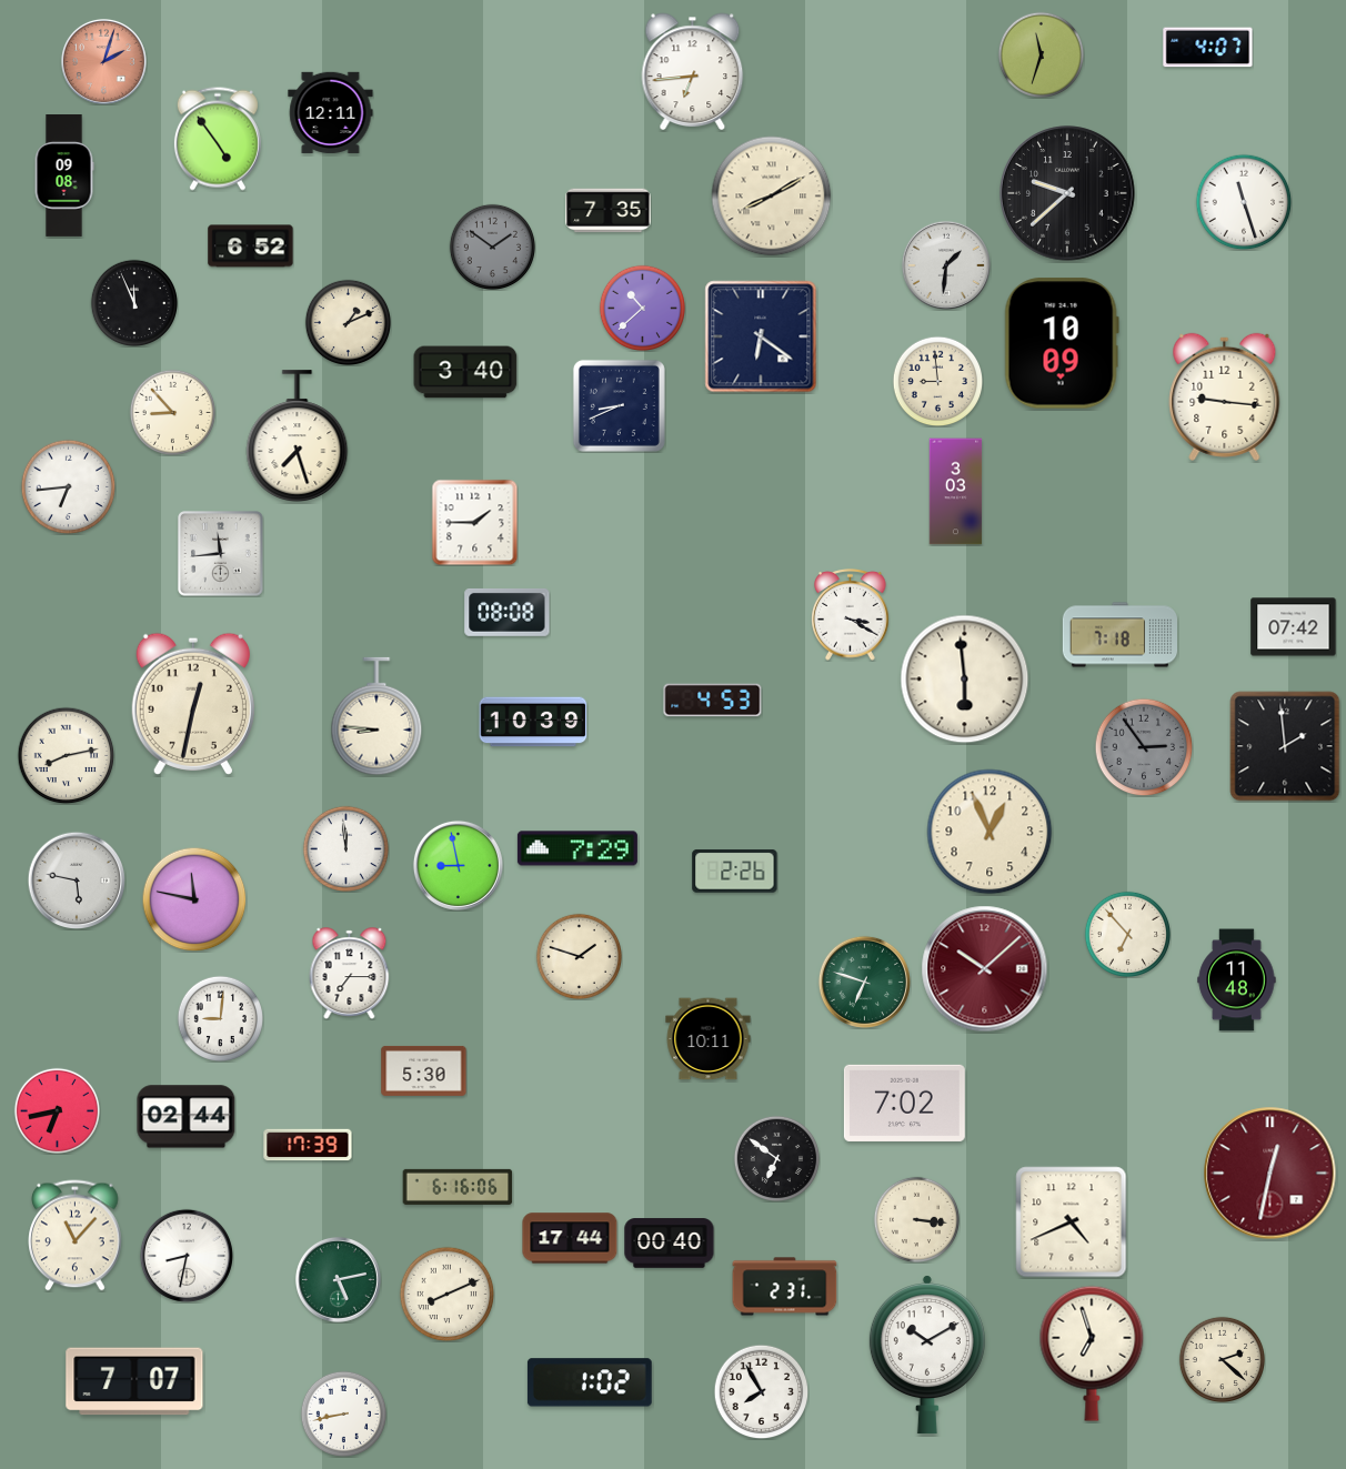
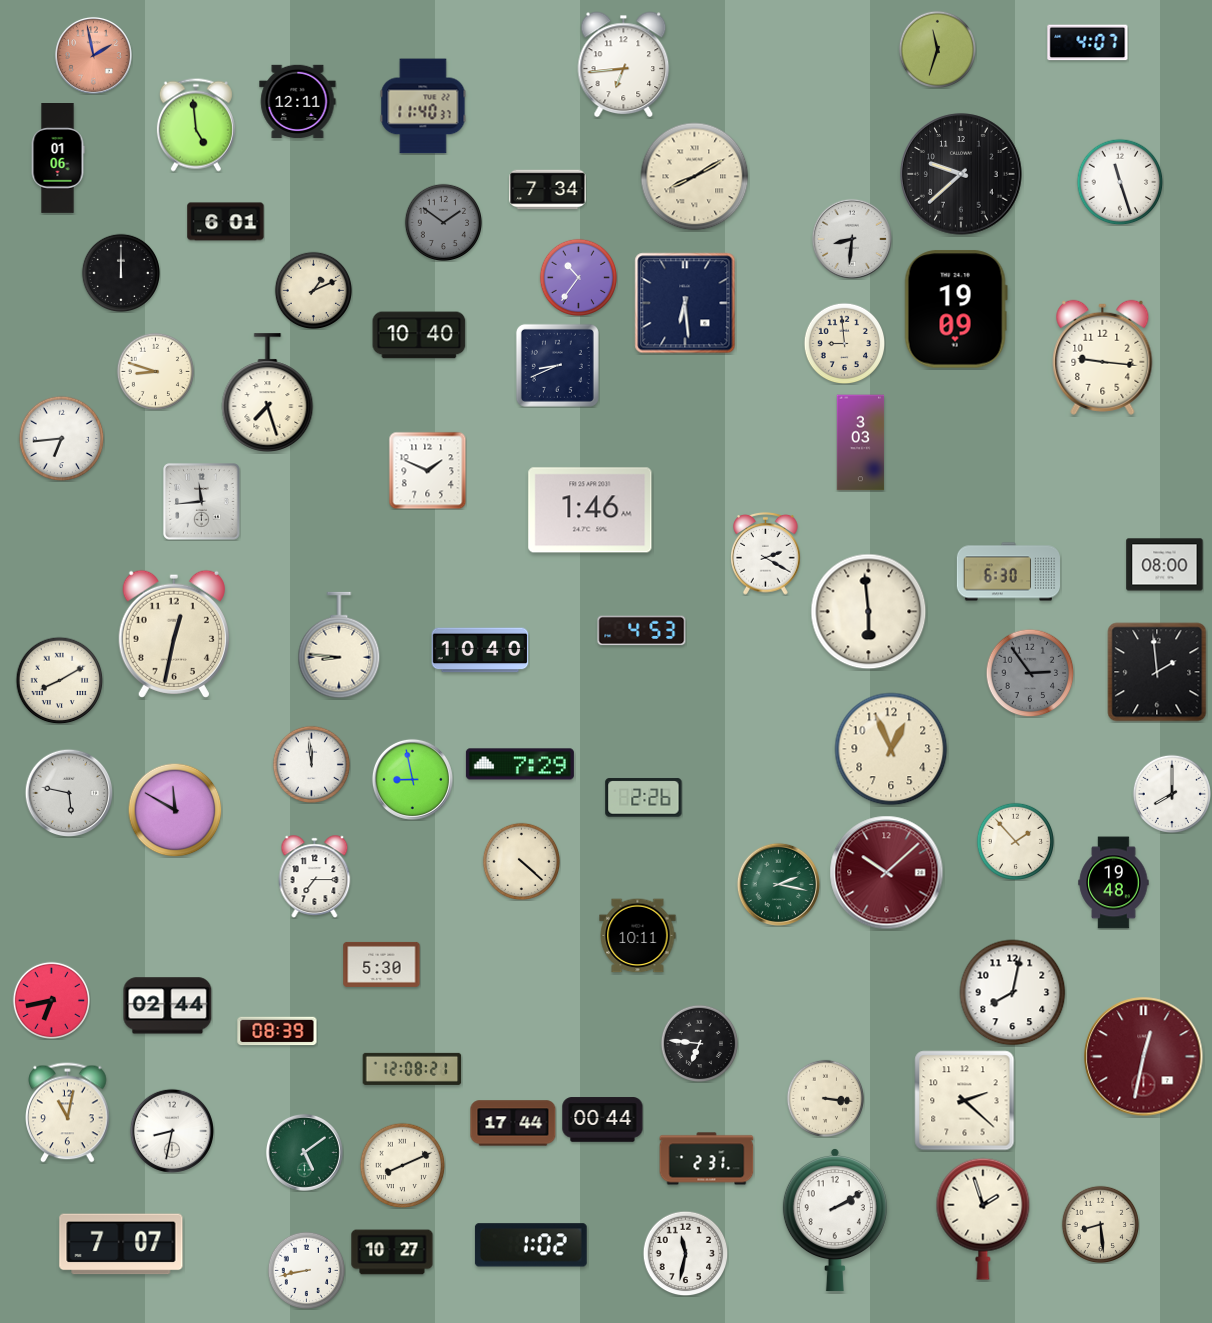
clock at (103, 61): 2:03 -> 1:58
clock at (423, 106): none -> 11:40
clock at (218, 139): 4:54 -> 4:59
clock at (64, 177): 09:08 -> 01:06
clock at (609, 211): 7:35 -> 7:34
clock at (251, 246): 6:52 -> 6:01
clock at (946, 265): 1:31 -> 8:31
clock at (133, 302): 11:56 -> 12:00
clock at (642, 308): 10:38 -> 10:36
clock at (761, 336): 6:21 -> 6:29
clock at (1062, 343): 10:09 -> 19:09
clock at (465, 372): 3:40 -> 10:40
clock at (172, 412): 8:53 -> 8:48
clock at (474, 522): 1:45 -> 1:49
clock at (221, 554) position: (221, 554) -> (202, 502)
clock at (590, 510): none -> 1:46
clock at (508, 612): 08:08 -> none
clock at (851, 615): 3:20 -> 2:20
clock at (1294, 627): 07:42 -> 08:00
clock at (1119, 635): 7:18 -> 6:30
clock at (533, 722): 10:39 -> 10:40
clock at (66, 755): 8:13 -> 8:10
clock at (735, 872) position: (735, 872) -> (644, 798)
clock at (1171, 793): none -> 8:00
clock at (194, 899): 11:47 -> 11:50
clock at (1127, 934): 6:53 -> 1:53
clock at (579, 956): 1:48 -> 4:22
clock at (1237, 980): 11:48 -> 19:48
clock at (864, 982): 6:48 -> 2:17
clock at (220, 1018): 9:01 -> none
clock at (904, 1103): 7:02 -> none
clock at (1013, 993): none -> 8:02
clock at (308, 1145): 17:39 -> 08:39
clock at (776, 1158): 6:51 -> 6:46
clock at (458, 1187): 6:16 -> 12:08
clock at (1072, 1223): 4:41 -> 2:22
clock at (76, 1236): 11:07 -> 11:02
clock at (570, 1238) position: (570, 1238) -> (513, 1123)
clock at (670, 1244): 00:40 -> 00:44
clock at (187, 1256) position: (187, 1256) -> (172, 1131)
clock at (338, 1279): 5:13 -> 5:09
clock at (1092, 1354): 6:57 -> 1:57
clock at (927, 1356): 10:10 -> 2:10
clock at (1222, 1359): 2:22 -> 8:29
clock at (392, 1252): none -> 10:27
clock at (761, 1391): 7:55 -> 11:32
clock at (343, 1413) position: (343, 1413) -> (306, 1270)
